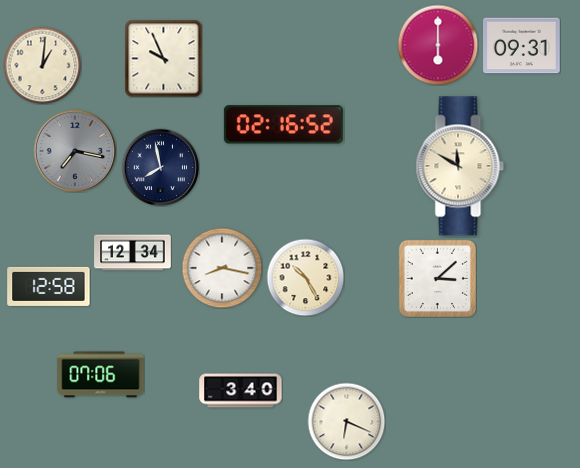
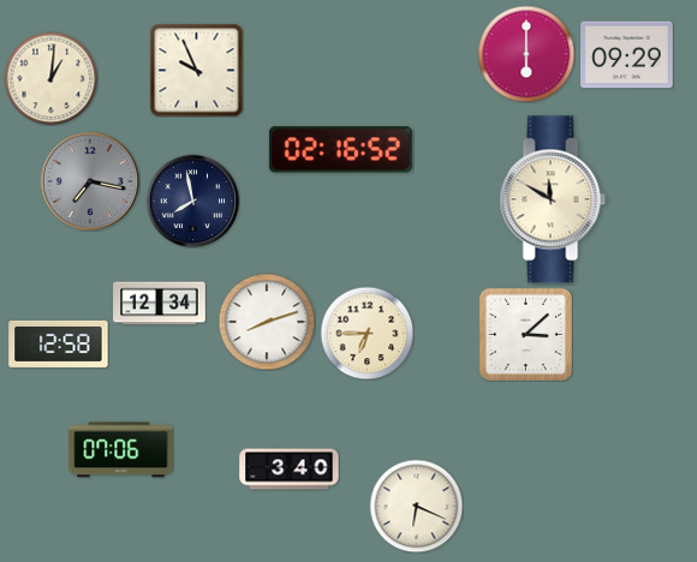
clock at (522, 46): 09:31 -> 09:29
clock at (222, 268): 8:17 -> 8:12
clock at (305, 277): 10:25 -> 6:45
